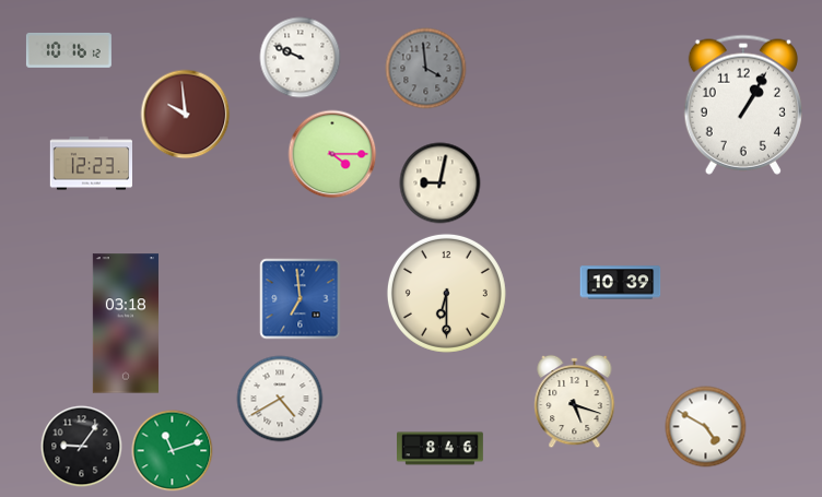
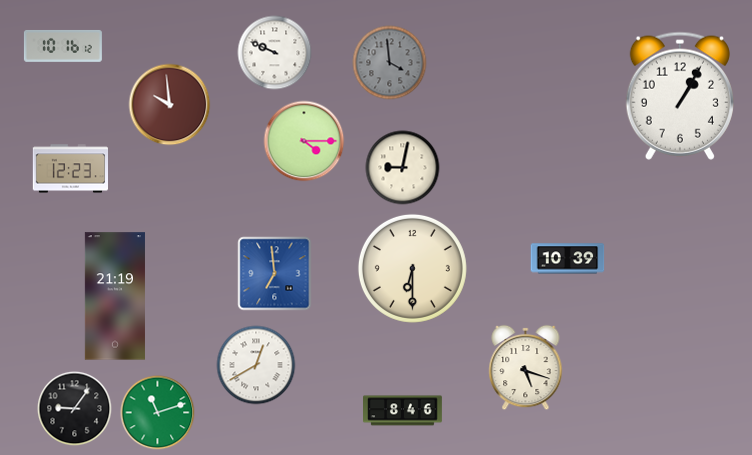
clock at (91, 164) position: (91, 164) -> (70, 169)
clock at (446, 293) position: (446, 293) -> (412, 268)
clock at (126, 323): 03:18 -> 21:19
clock at (280, 399): 4:40 -> 12:40
clock at (706, 427): 4:50 -> none
